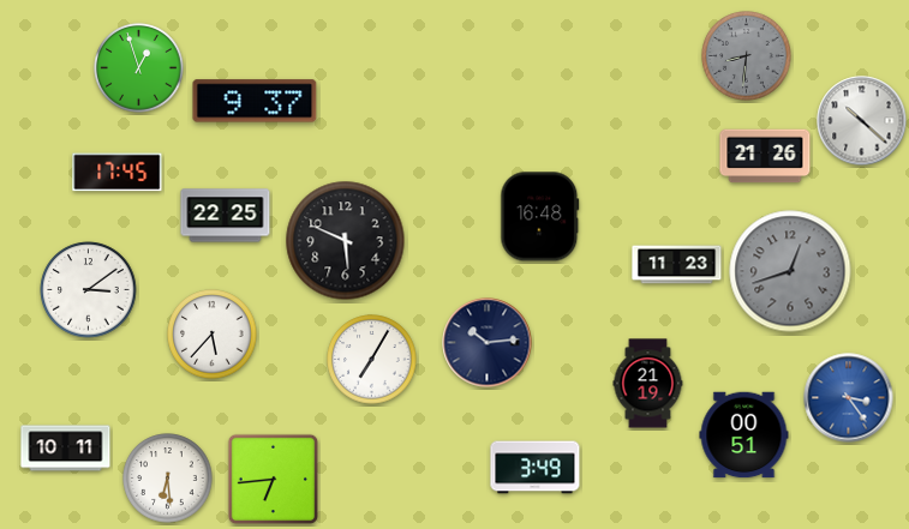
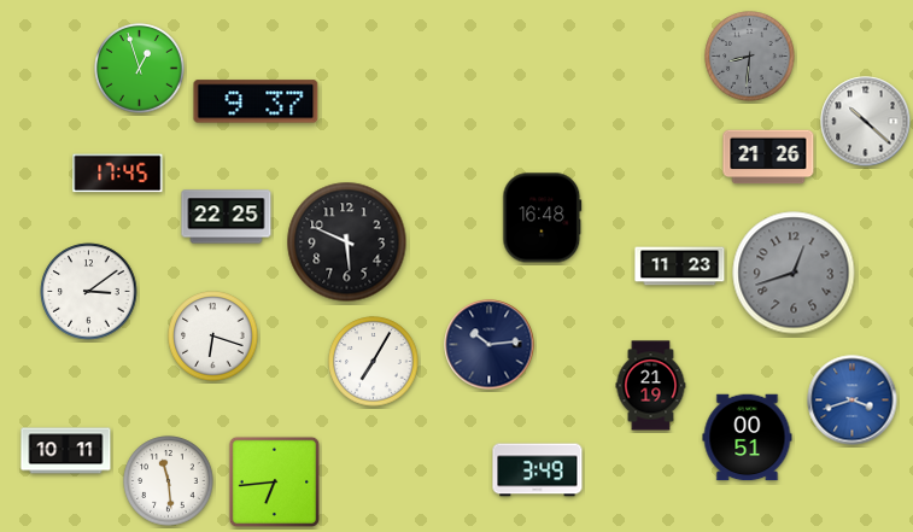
clock at (213, 335): 5:37 -> 6:18
clock at (849, 398): 3:24 -> 3:42
clock at (168, 479): 6:29 -> 11:29
